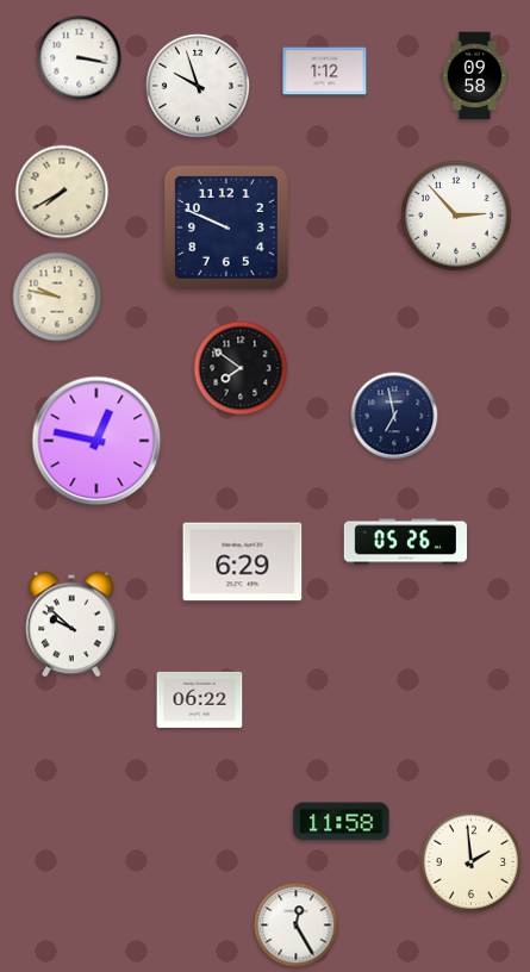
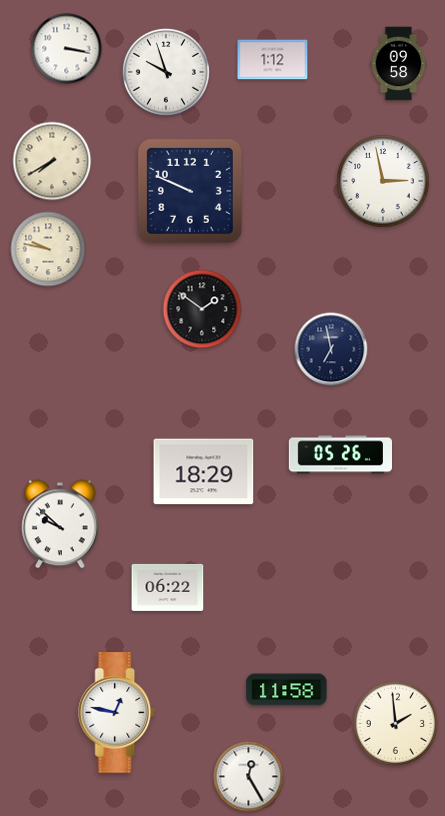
clock at (456, 216): 2:53 -> 2:58
clock at (241, 368): 7:51 -> 1:51
clock at (96, 441): 12:47 -> none
clock at (243, 562): 6:29 -> 18:29
clock at (117, 713): none -> 12:47
